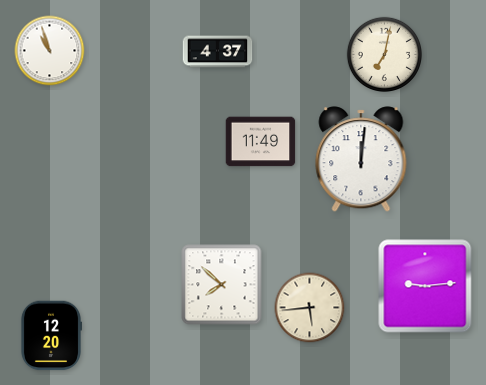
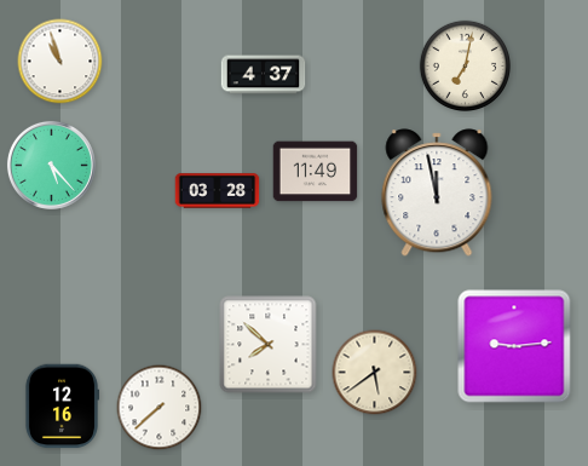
clock at (218, 52) position: (218, 52) -> (264, 75)
clock at (51, 165): none -> 5:23
clock at (218, 191): none -> 03:28
clock at (361, 159): 12:01 -> 11:58
clock at (310, 308): 5:44 -> 5:39
clock at (50, 336): 12:20 -> 12:16
clock at (160, 408): none -> 7:38
